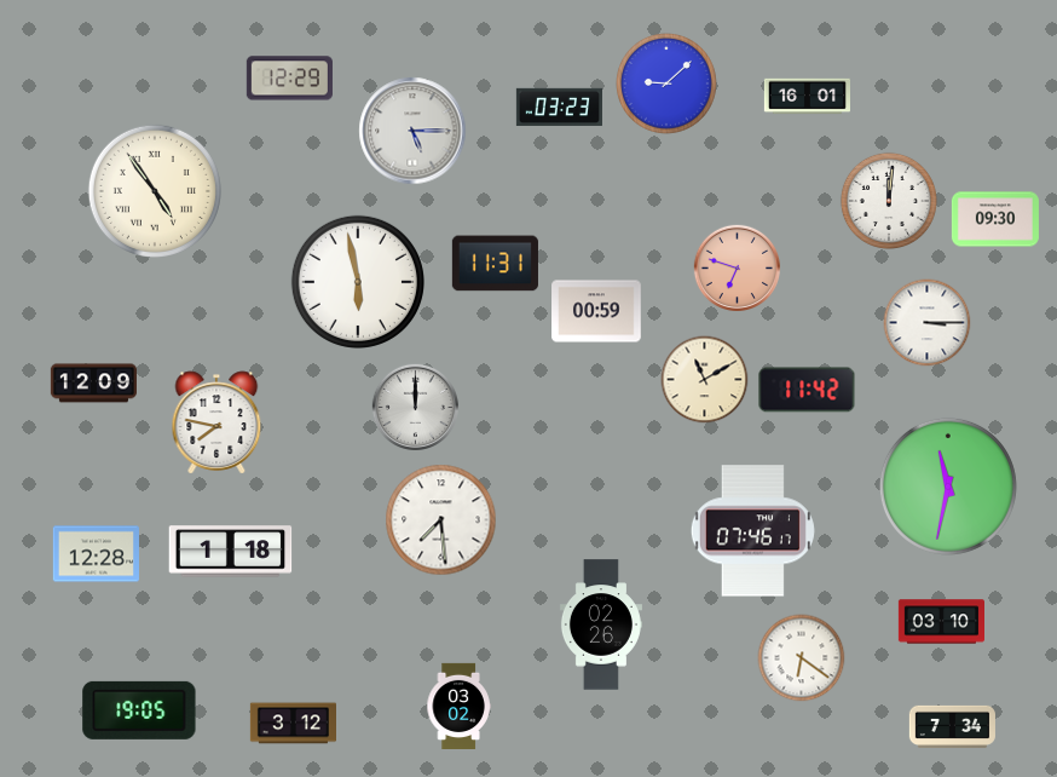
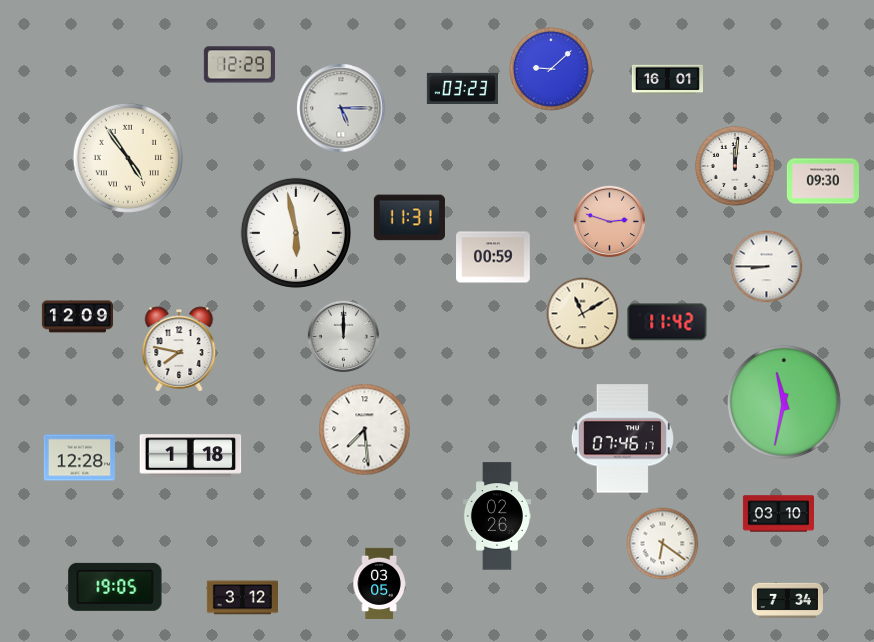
clock at (737, 267): 6:48 -> 2:48
clock at (928, 323): 3:15 -> 8:45
clock at (458, 706): 03:02 -> 03:05
